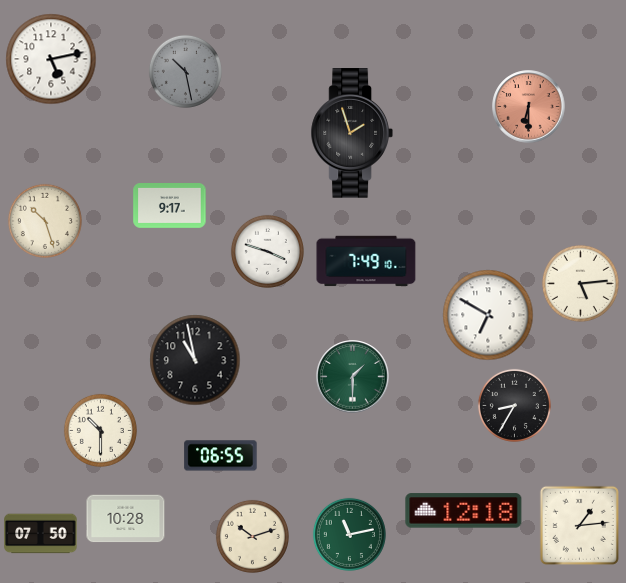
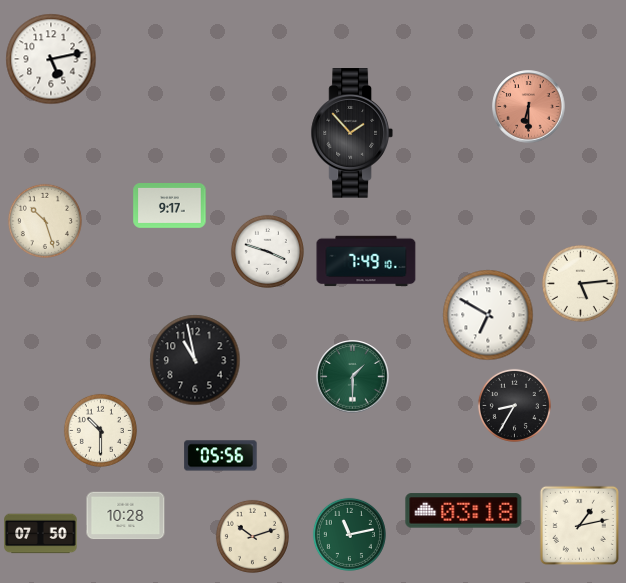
clock at (185, 71): 10:28 -> none
clock at (351, 133): 1:57 -> 1:53
clock at (221, 456): 06:55 -> 05:56
clock at (464, 511): 12:18 -> 03:18
clock at (126, 519) position: (126, 519) -> (126, 516)
clock at (579, 525): 1:14 -> 1:13
